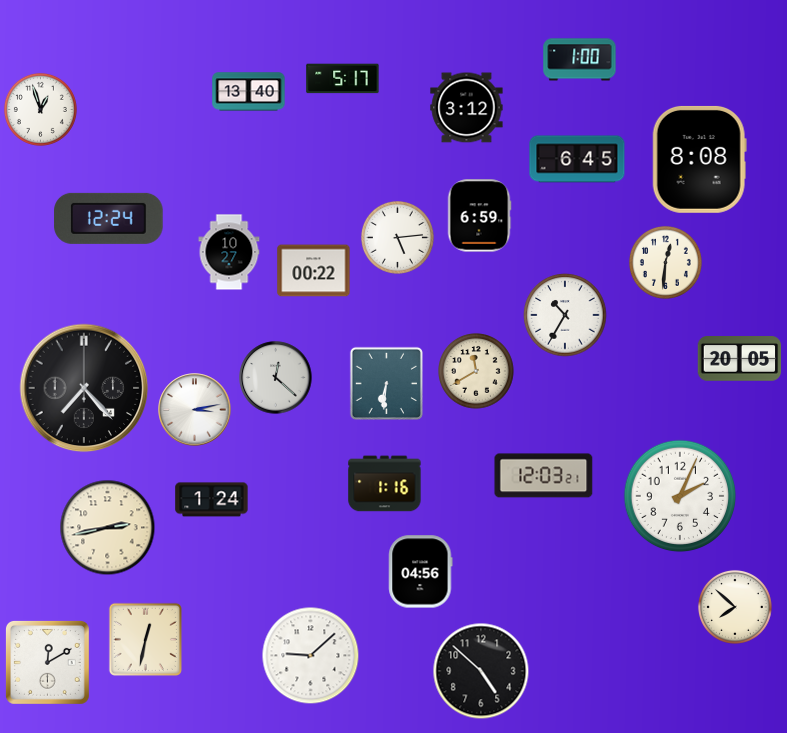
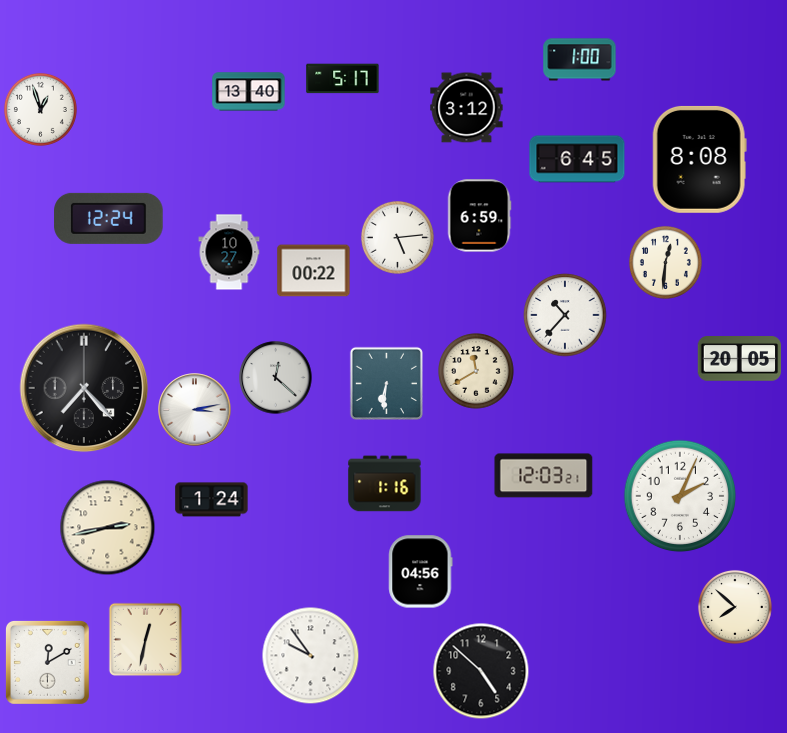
clock at (565, 315): 10:35 -> 10:37
clock at (311, 656): 9:08 -> 9:54
